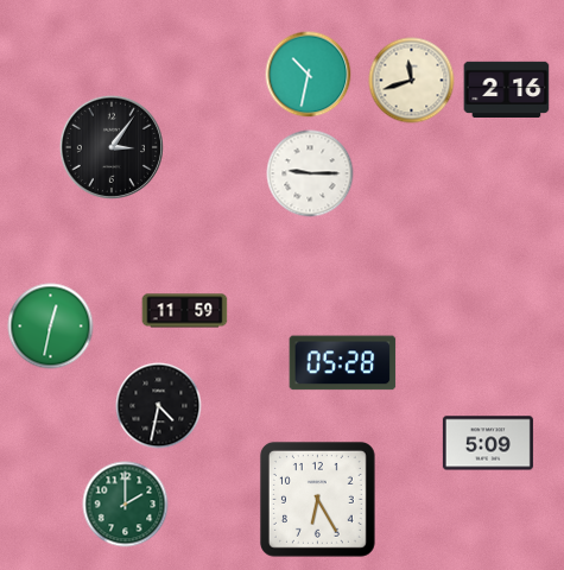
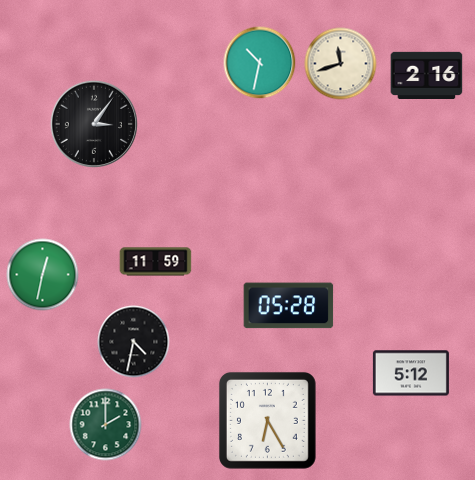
clock at (412, 81) position: (412, 81) -> (341, 64)
clock at (310, 173): 9:15 -> none
clock at (488, 443): 5:09 -> 5:12
